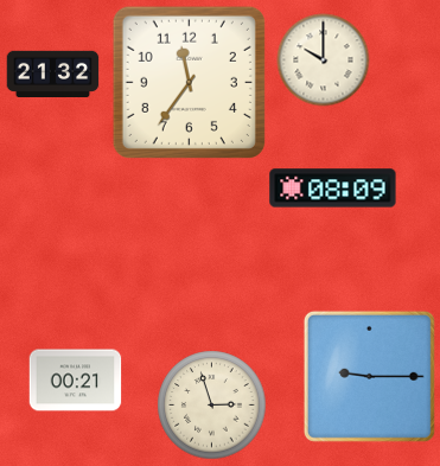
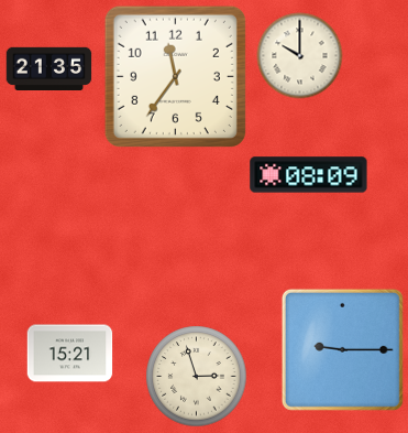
clock at (52, 74): 21:32 -> 21:35
clock at (75, 381): 00:21 -> 15:21
